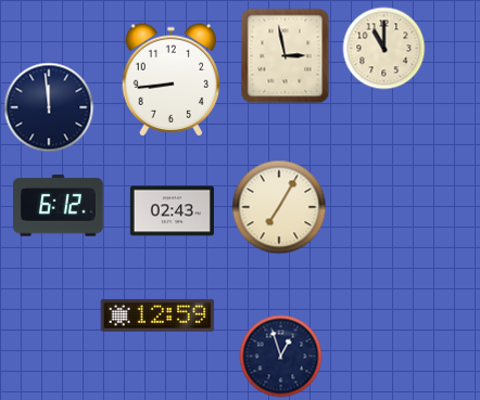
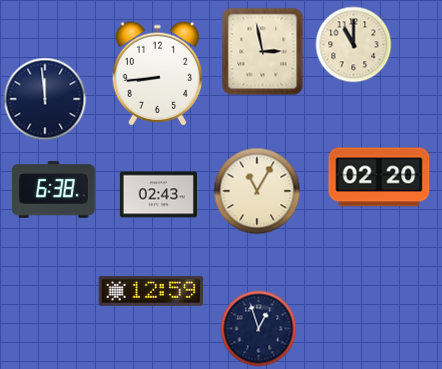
clock at (379, 177): none -> 02:20
clock at (59, 206): 6:12 -> 6:38
clock at (279, 207): 7:05 -> 11:05
clock at (157, 315) position: (157, 315) -> (151, 291)
